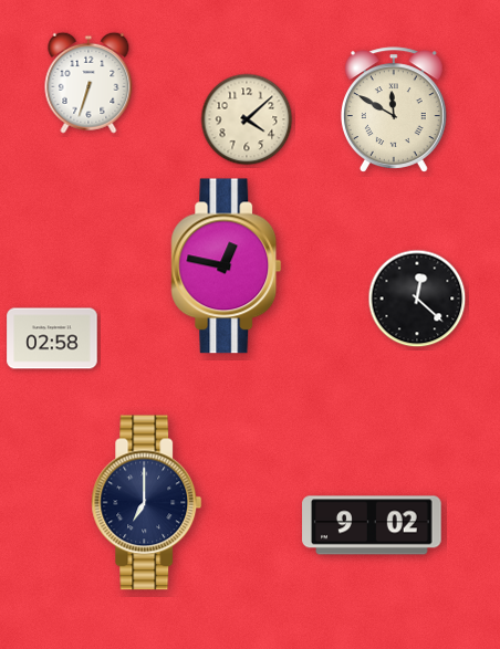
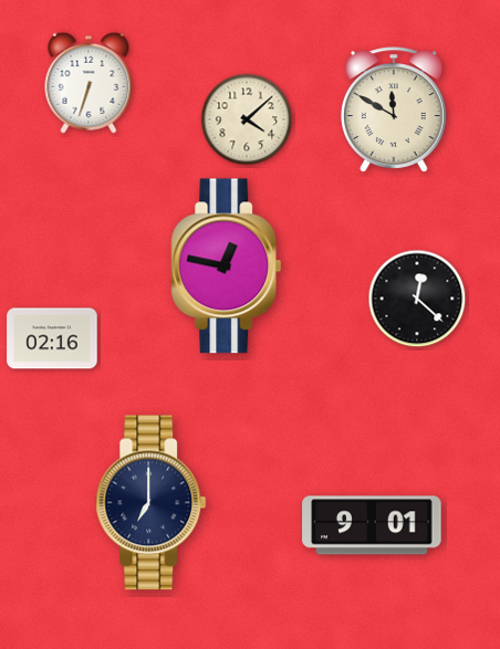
clock at (52, 338): 02:58 -> 02:16
clock at (147, 503) position: (147, 503) -> (152, 503)
clock at (372, 525): 9:02 -> 9:01
